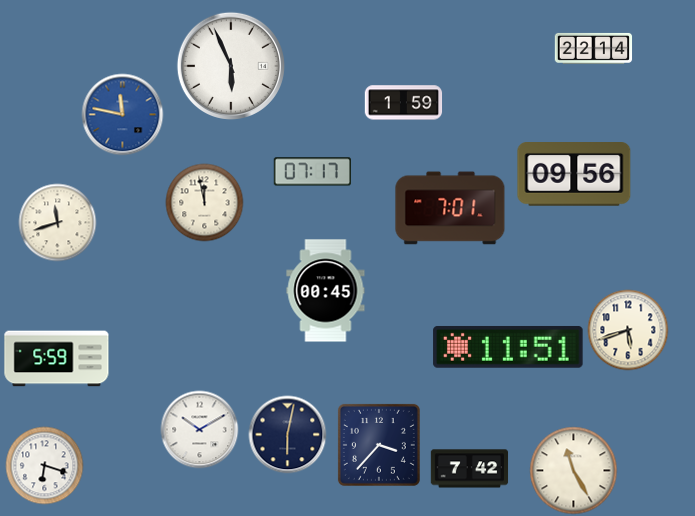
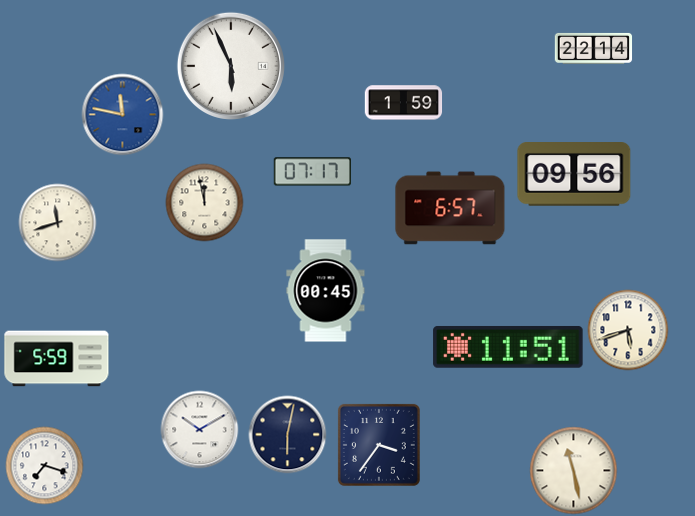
clock at (450, 208): 7:01 -> 6:57
clock at (379, 445): 3:37 -> 3:36
clock at (44, 465): 6:18 -> 7:18
clock at (469, 469): 7:42 -> none
clock at (573, 470): 11:25 -> 11:28
